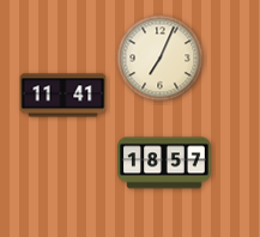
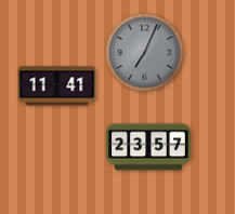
clock at (161, 59) dial: cream -> grey
clock at (164, 163): 18:57 -> 23:57
